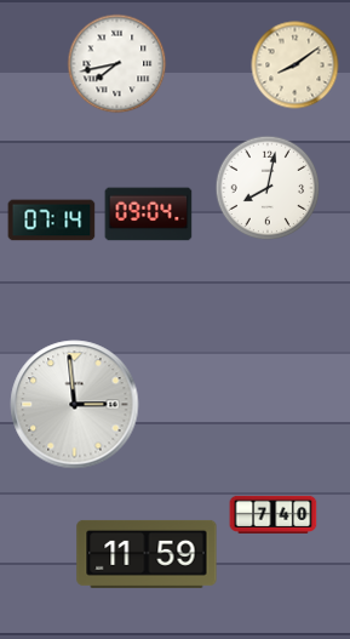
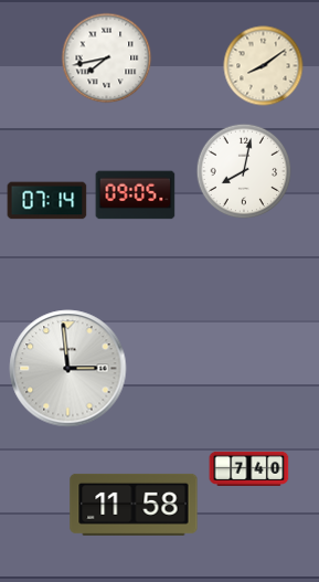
clock at (296, 65) position: (296, 65) -> (264, 66)
clock at (149, 215): 09:04 -> 09:05
clock at (147, 554): 11:59 -> 11:58
